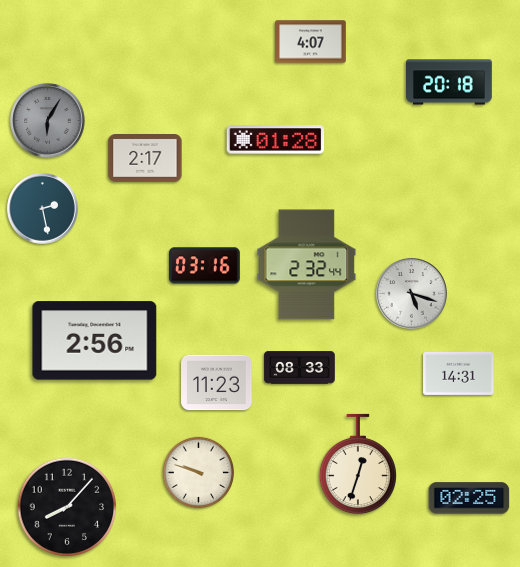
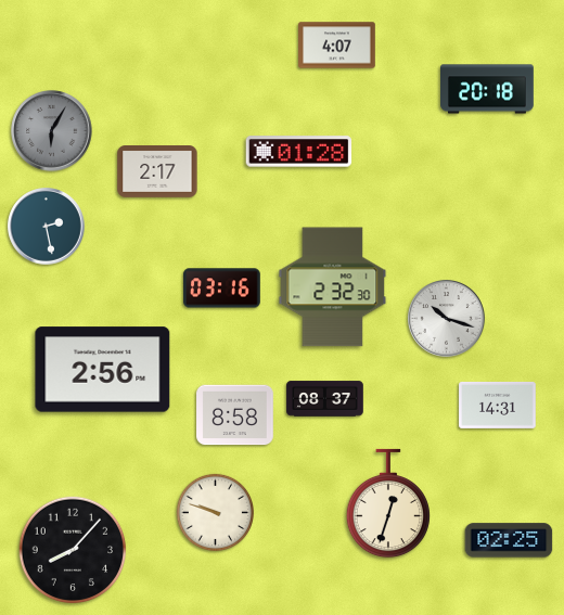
clock at (307, 265): 2:32:44 -> 2:32:30
clock at (412, 294): 5:18 -> 10:18
clock at (300, 368): 08:33 -> 08:37
clock at (217, 383): 11:23 -> 8:58
